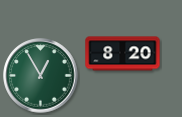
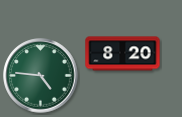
clock at (41, 76): 12:55 -> 4:46
